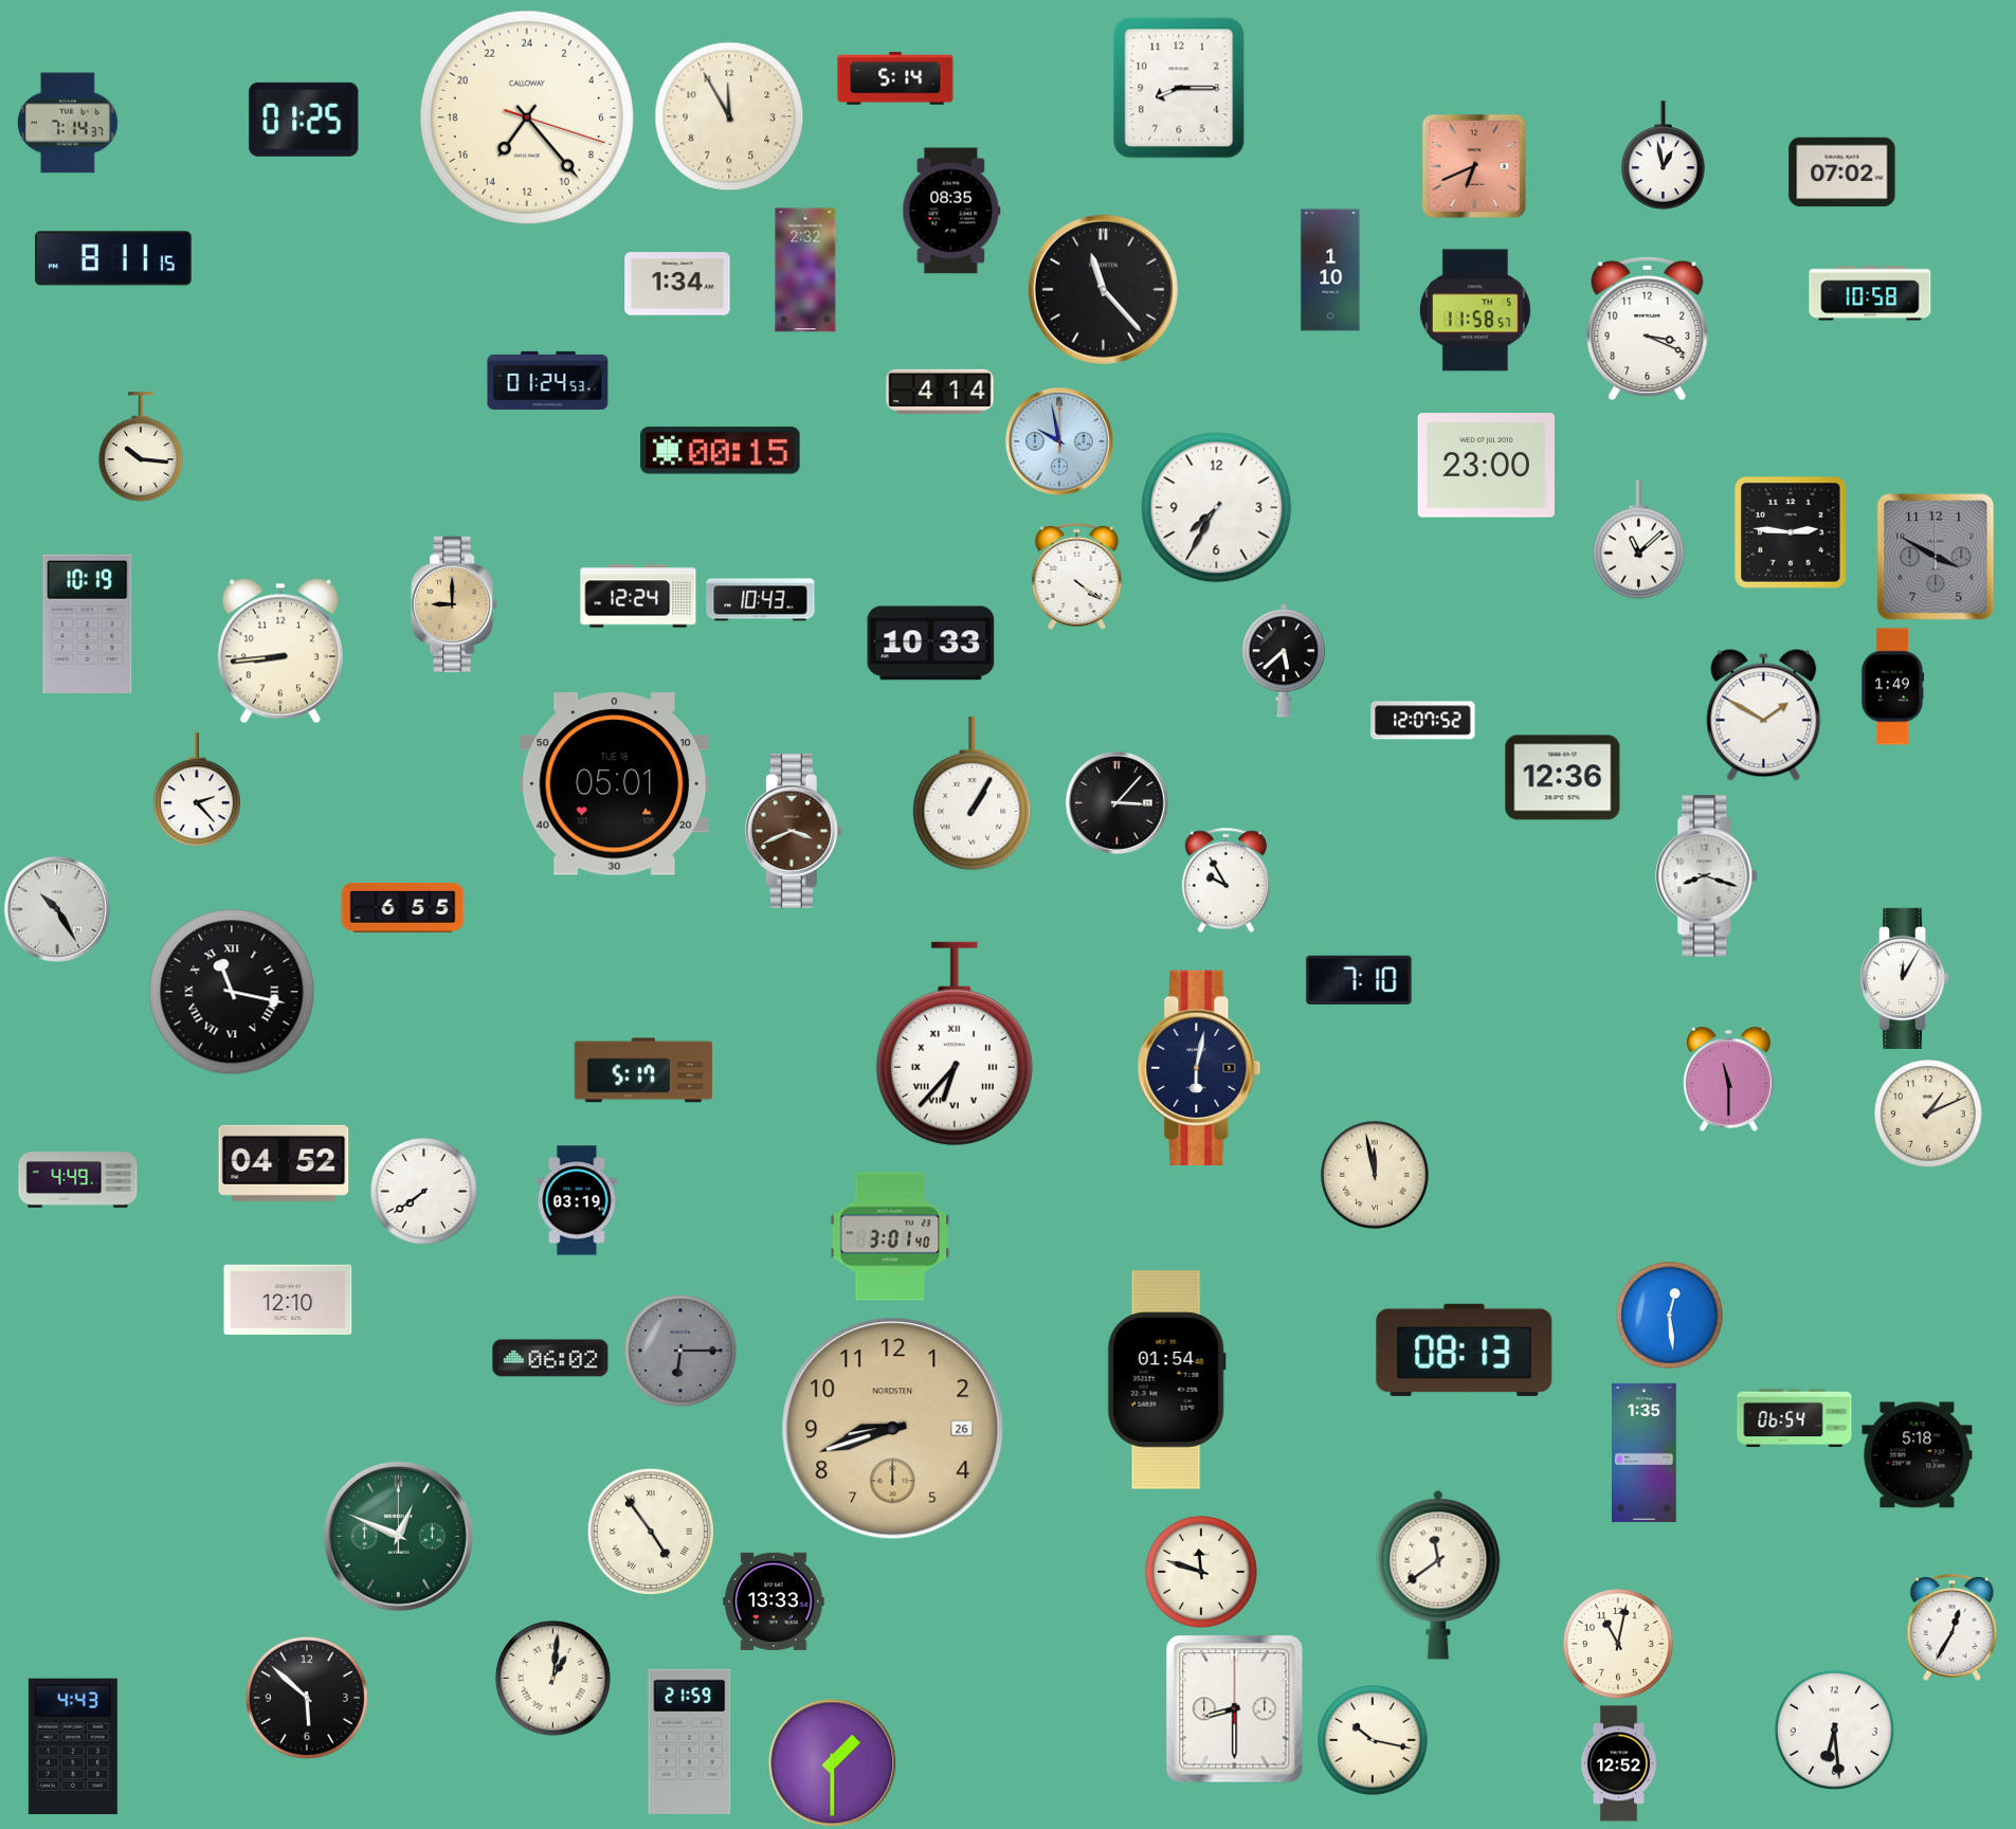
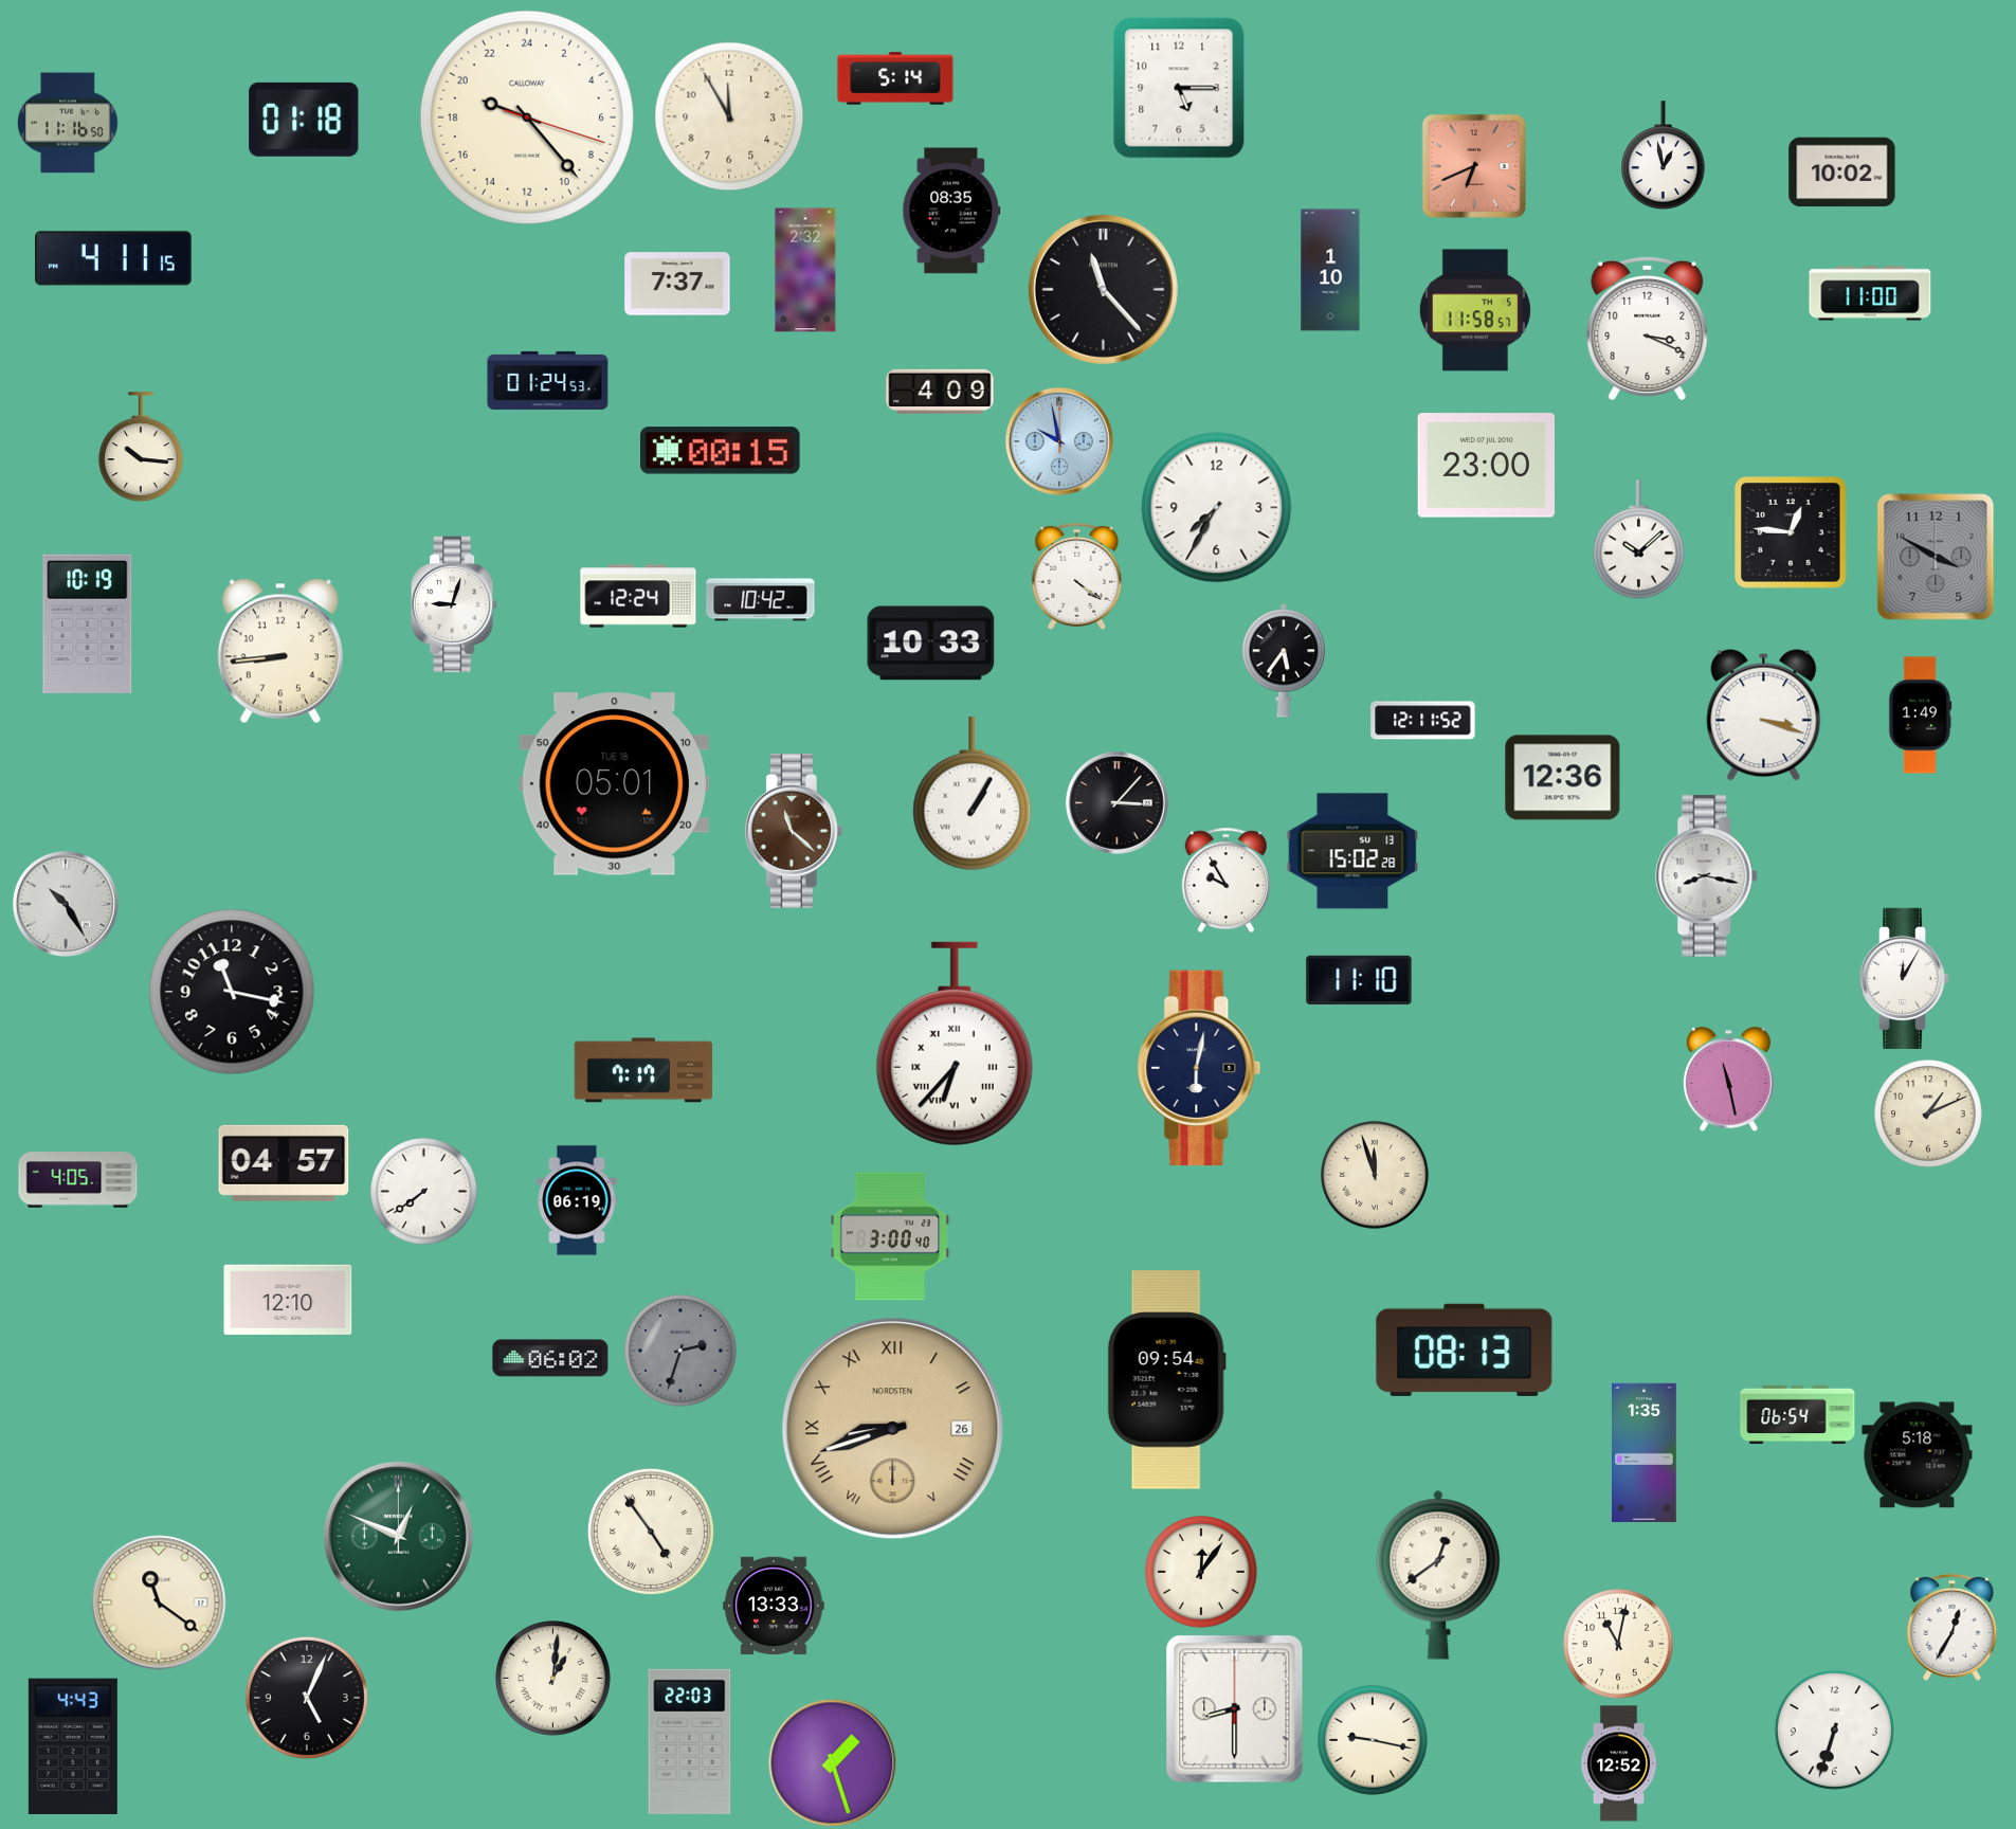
clock at (1179, 88): 8:15 -> 5:15
clock at (527, 117): 14:23 -> 19:23
clock at (304, 120): 01:25 -> 01:18
clock at (68, 123): 7:14 -> 11:16
clock at (1842, 173): 07:02 -> 10:02
clock at (114, 258): 8:11 -> 4:11
clock at (677, 284): 1:34 -> 7:37
clock at (1870, 293): 10:58 -> 11:00
clock at (940, 391): 4:14 -> 4:09
clock at (1791, 532): 2:46 -> 12:46
clock at (1638, 540): 11:08 -> 10:08
clock at (761, 600): 10:43 -> 10:42
clock at (455, 604): 9:00 -> 9:03
clock at (455, 604) dial: champagne -> white
clock at (1284, 660): 5:38 -> 5:36
clock at (1892, 687) position: (1892, 687) -> (1920, 716)
clock at (1764, 716): 1:50 -> 3:18
clock at (1423, 721): 12:07 -> 12:11
clock at (197, 790): 2:23 -> none
clock at (794, 832): 3:41 -> 11:22
clock at (1352, 851): none -> 15:02
clock at (1707, 876): 8:18 -> 8:17
clock at (403, 907): 6:55 -> none
clock at (57, 909) position: (57, 909) -> (66, 904)
clock at (1359, 979): 7:10 -> 11:10
clock at (232, 992) numerals: Roman -> Arabic
clock at (643, 1070): 5:17 -> 7:17
clock at (1728, 1080): 11:30 -> 11:28
clock at (284, 1163): 04:52 -> 04:57
clock at (1375, 1175): 11:58 -> 11:57
clock at (78, 1180): 4:49 -> 4:05
clock at (577, 1200): 03:19 -> 06:19
clock at (890, 1236): 3:01 -> 3:00
clock at (1670, 1316): 12:29 -> none
clock at (682, 1352): 6:15 -> 2:33
clock at (1166, 1380): 01:54 -> 09:54
clock at (1795, 1418) position: (1795, 1418) -> (1798, 1415)
clock at (893, 1429) numerals: Arabic -> Roman
clock at (1202, 1573): 11:48 -> 12:06
clock at (1438, 1575): 11:39 -> 12:39
clock at (774, 1600) position: (774, 1600) -> (774, 1605)
clock at (159, 1602): none -> 11:21
clock at (307, 1698): 5:52 -> 5:04
clock at (1834, 1730): 6:29 -> 6:33
clock at (1373, 1740): 10:17 -> 9:17
clock at (690, 1741): 21:59 -> 22:03
clock at (833, 1763): 1:30 -> 1:27
